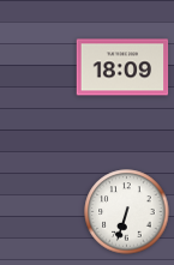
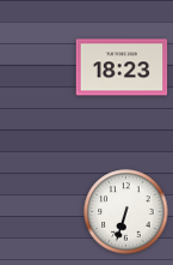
clock at (122, 67): 18:09 -> 18:23
